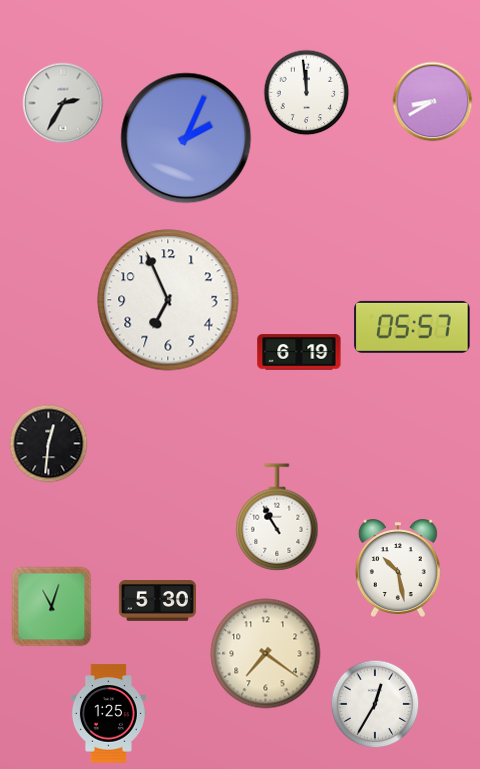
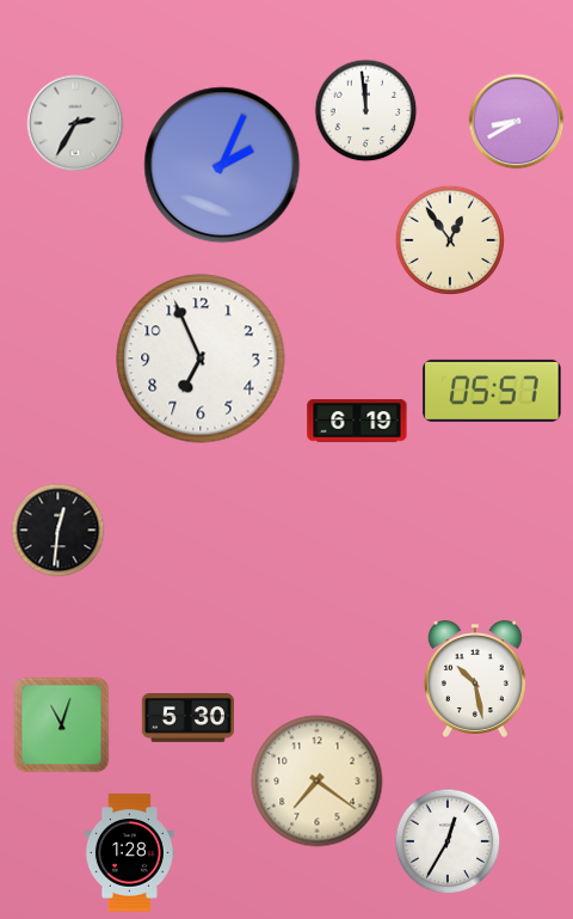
clock at (450, 240): none -> 12:54
clock at (277, 517): 10:55 -> none
clock at (108, 714): 1:25 -> 1:28
